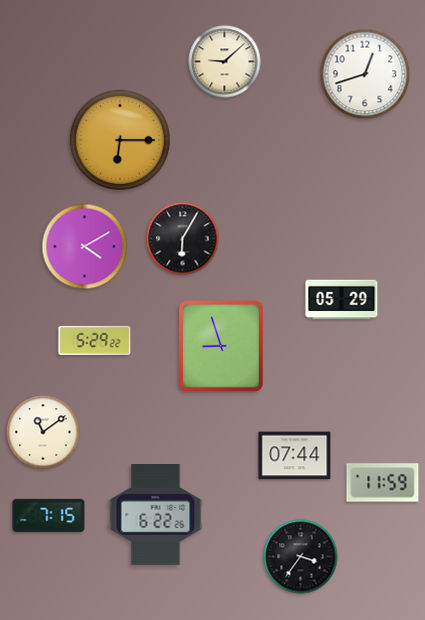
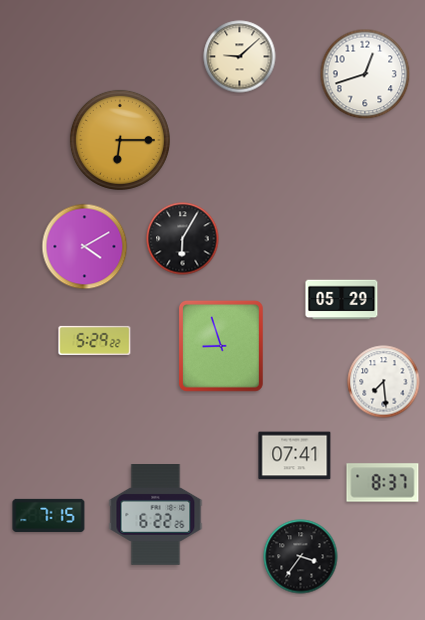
clock at (225, 62) position: (225, 62) -> (240, 57)
clock at (384, 382): none -> 7:29
clock at (43, 432): 11:09 -> none
clock at (295, 456): 07:44 -> 07:41
clock at (383, 483): 11:59 -> 8:37
